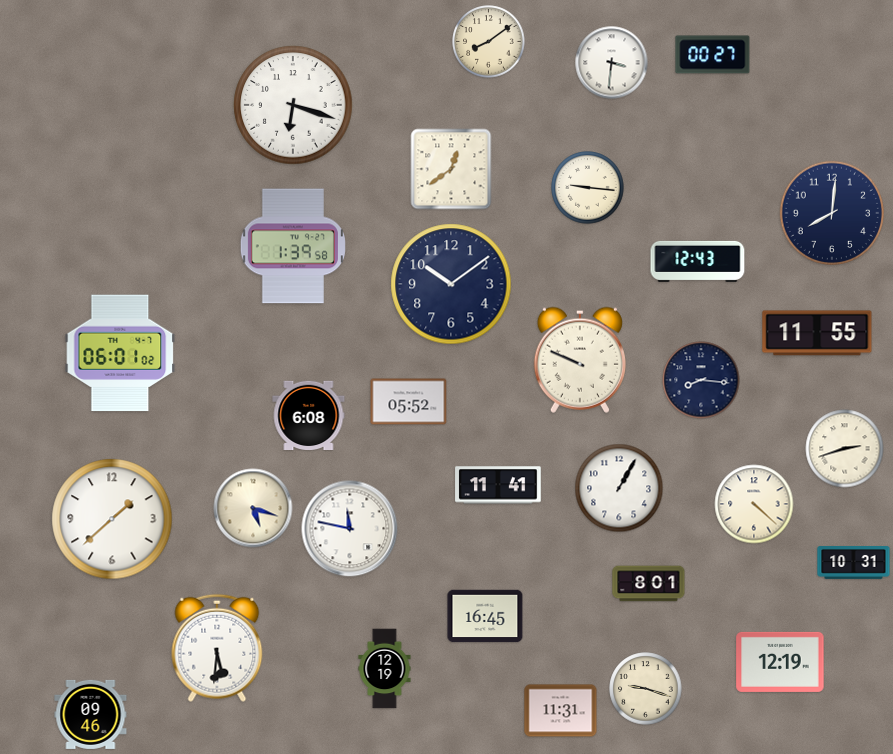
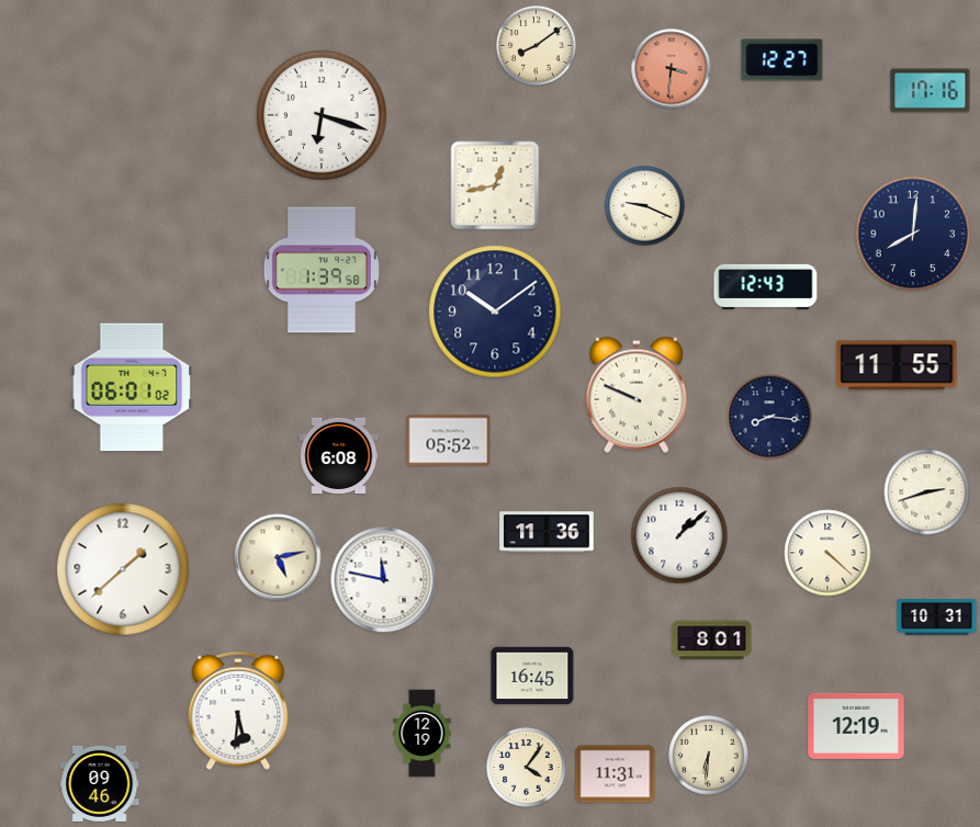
clock at (713, 55): 00:27 -> 12:27
clock at (612, 63) dial: white -> salmon
clock at (931, 91): none -> 17:16
clock at (451, 169): 12:39 -> 12:43
clock at (588, 188): 9:16 -> 9:19
clock at (498, 485): 11:41 -> 11:36
clock at (619, 488): 1:05 -> 1:08
clock at (253, 508): 5:18 -> 5:13
clock at (646, 689): 9:18 -> 6:31
clock at (527, 768): none -> 4:06
clock at (561, 711) position: (561, 711) -> (616, 774)
